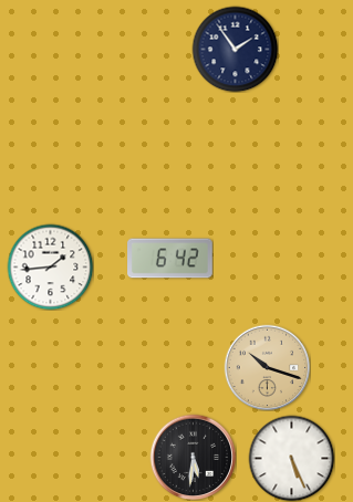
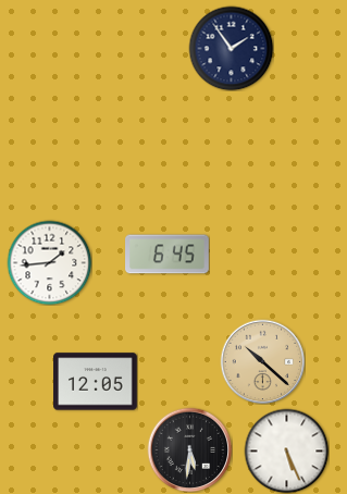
clock at (170, 259): 6:42 -> 6:45
clock at (267, 367): 10:18 -> 10:22
clock at (96, 382): none -> 12:05
